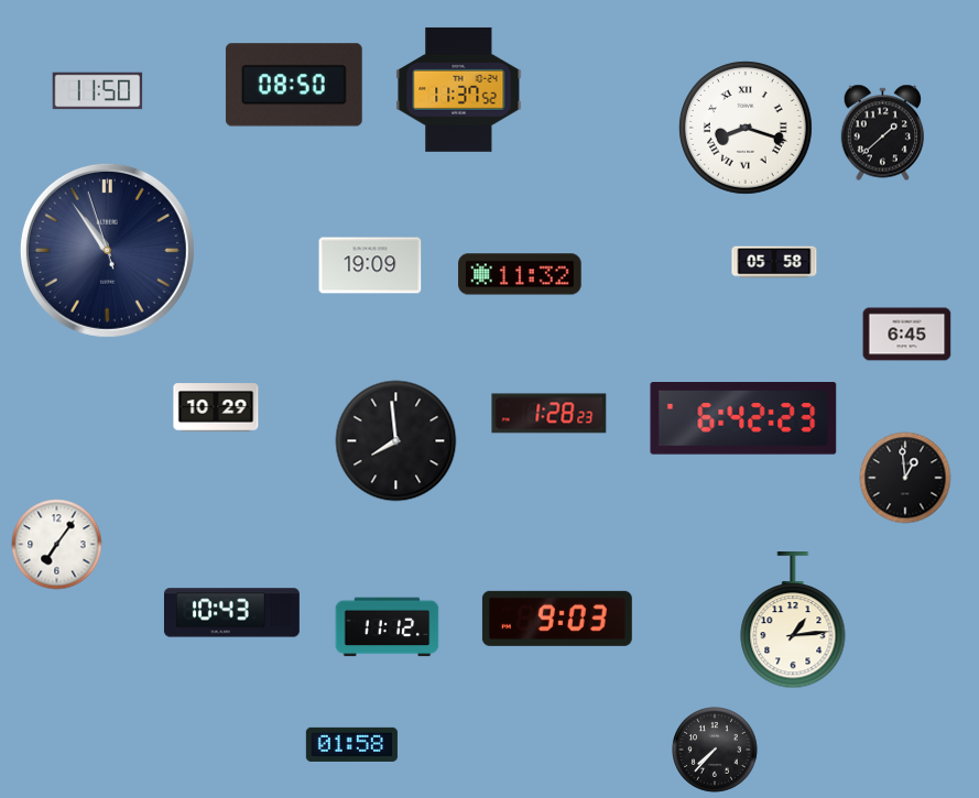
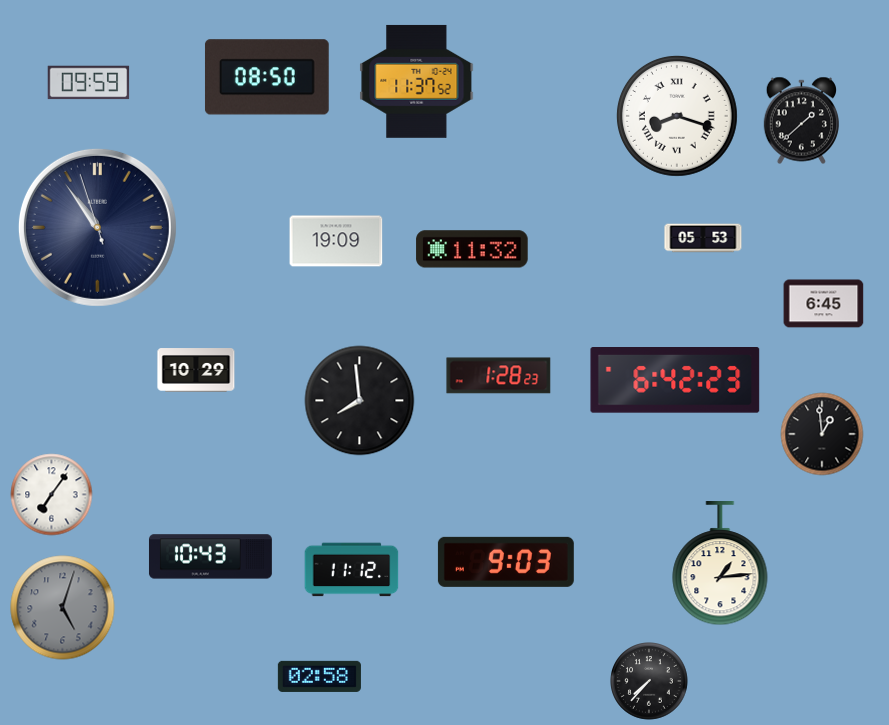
clock at (98, 91): 11:50 -> 09:59
clock at (774, 262): 05:58 -> 05:53
clock at (63, 608): none -> 5:03
clock at (351, 744): 01:58 -> 02:58
